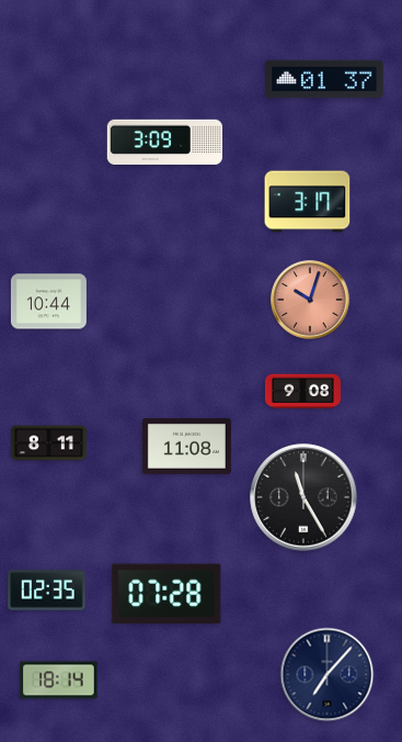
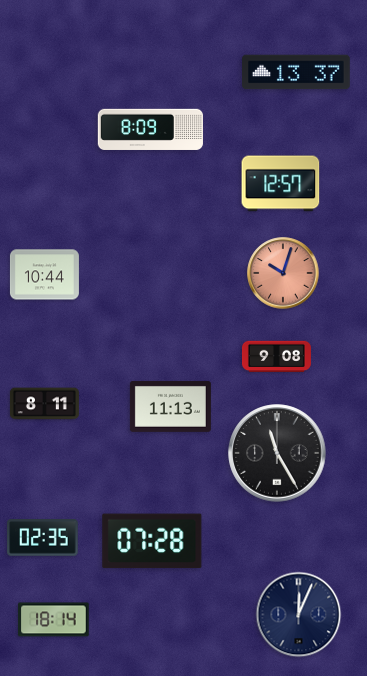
clock at (324, 79): 01:37 -> 13:37
clock at (164, 142): 3:09 -> 8:09
clock at (308, 202): 3:17 -> 12:57
clock at (186, 446): 11:08 -> 11:13
clock at (328, 675): 7:07 -> 12:04
